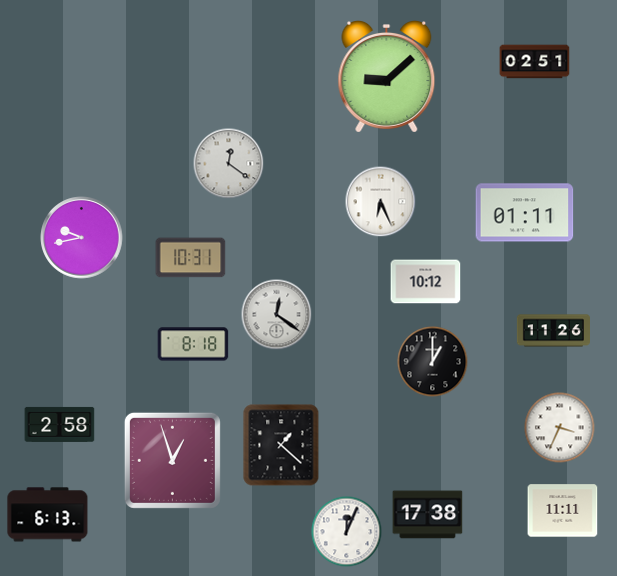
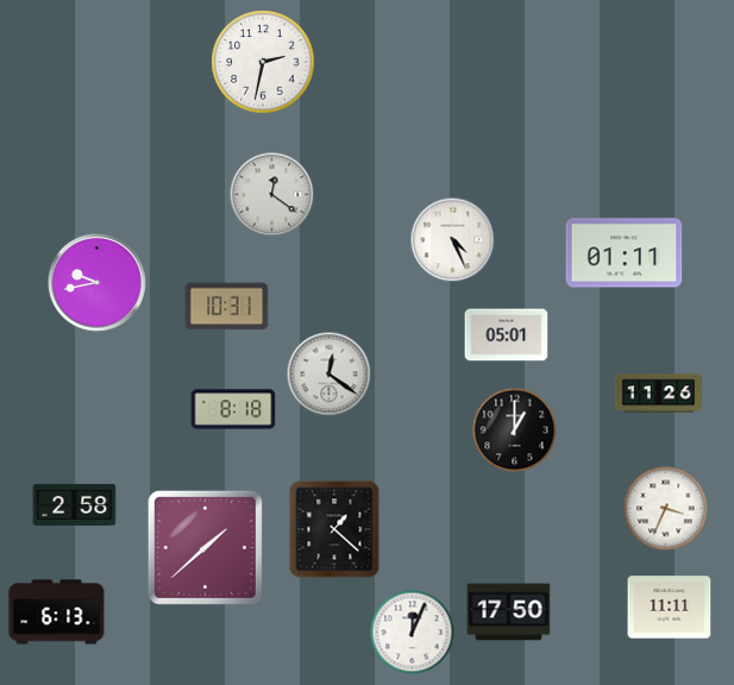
clock at (263, 62): none -> 2:32
clock at (535, 62): 02:51 -> none
clock at (387, 77): 9:08 -> none
clock at (381, 202): 6:26 -> 4:26
clock at (426, 282): 10:12 -> 05:01
clock at (193, 344) position: (193, 344) -> (233, 409)
clock at (60, 424) position: (60, 424) -> (75, 504)
clock at (172, 460): 12:57 -> 1:38
clock at (428, 515): 17:38 -> 17:50
